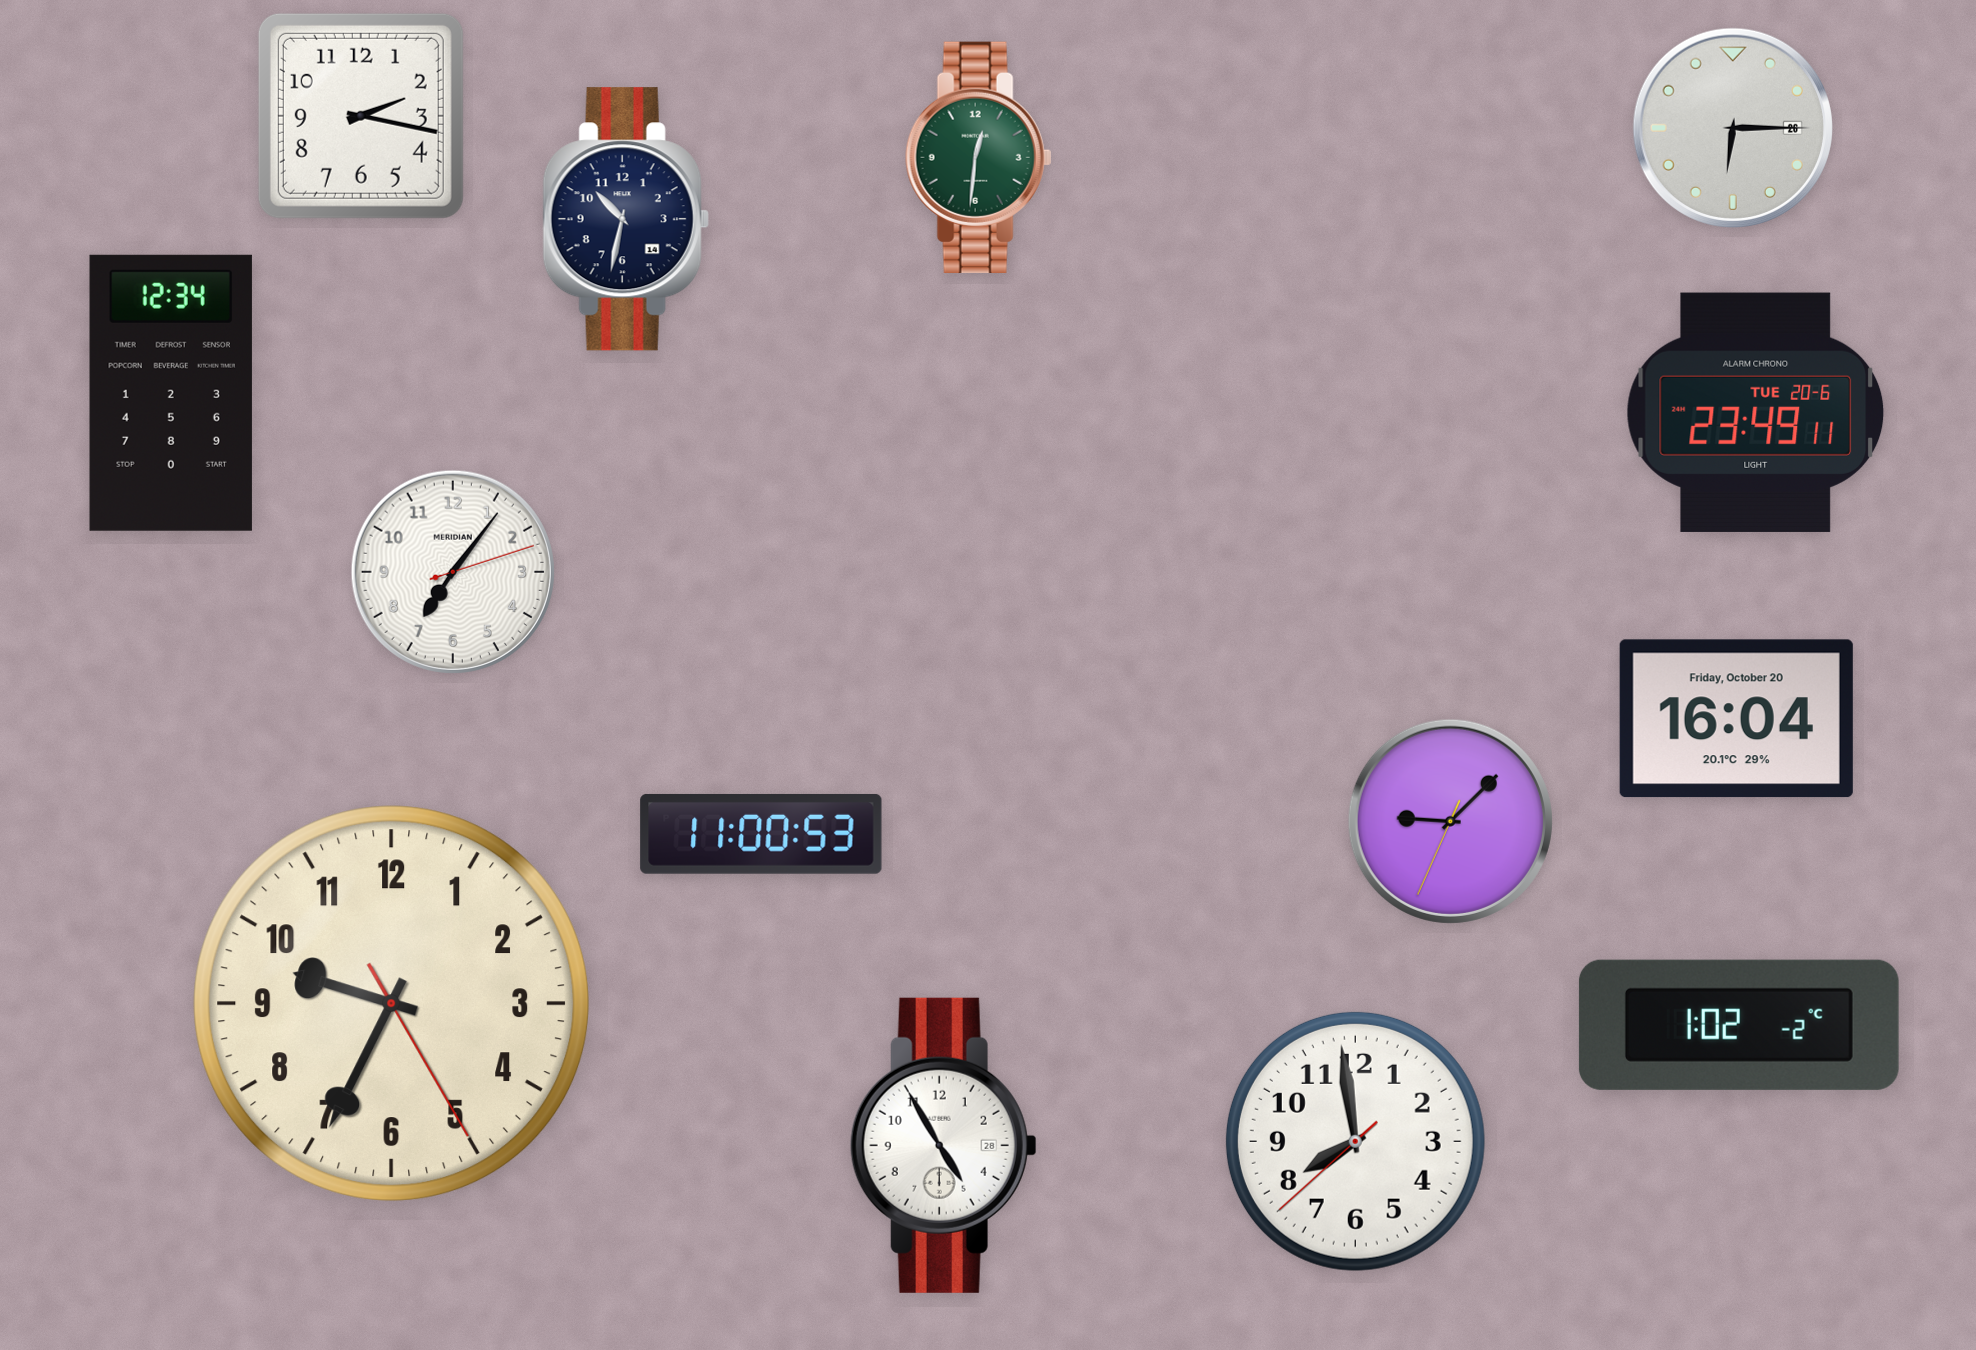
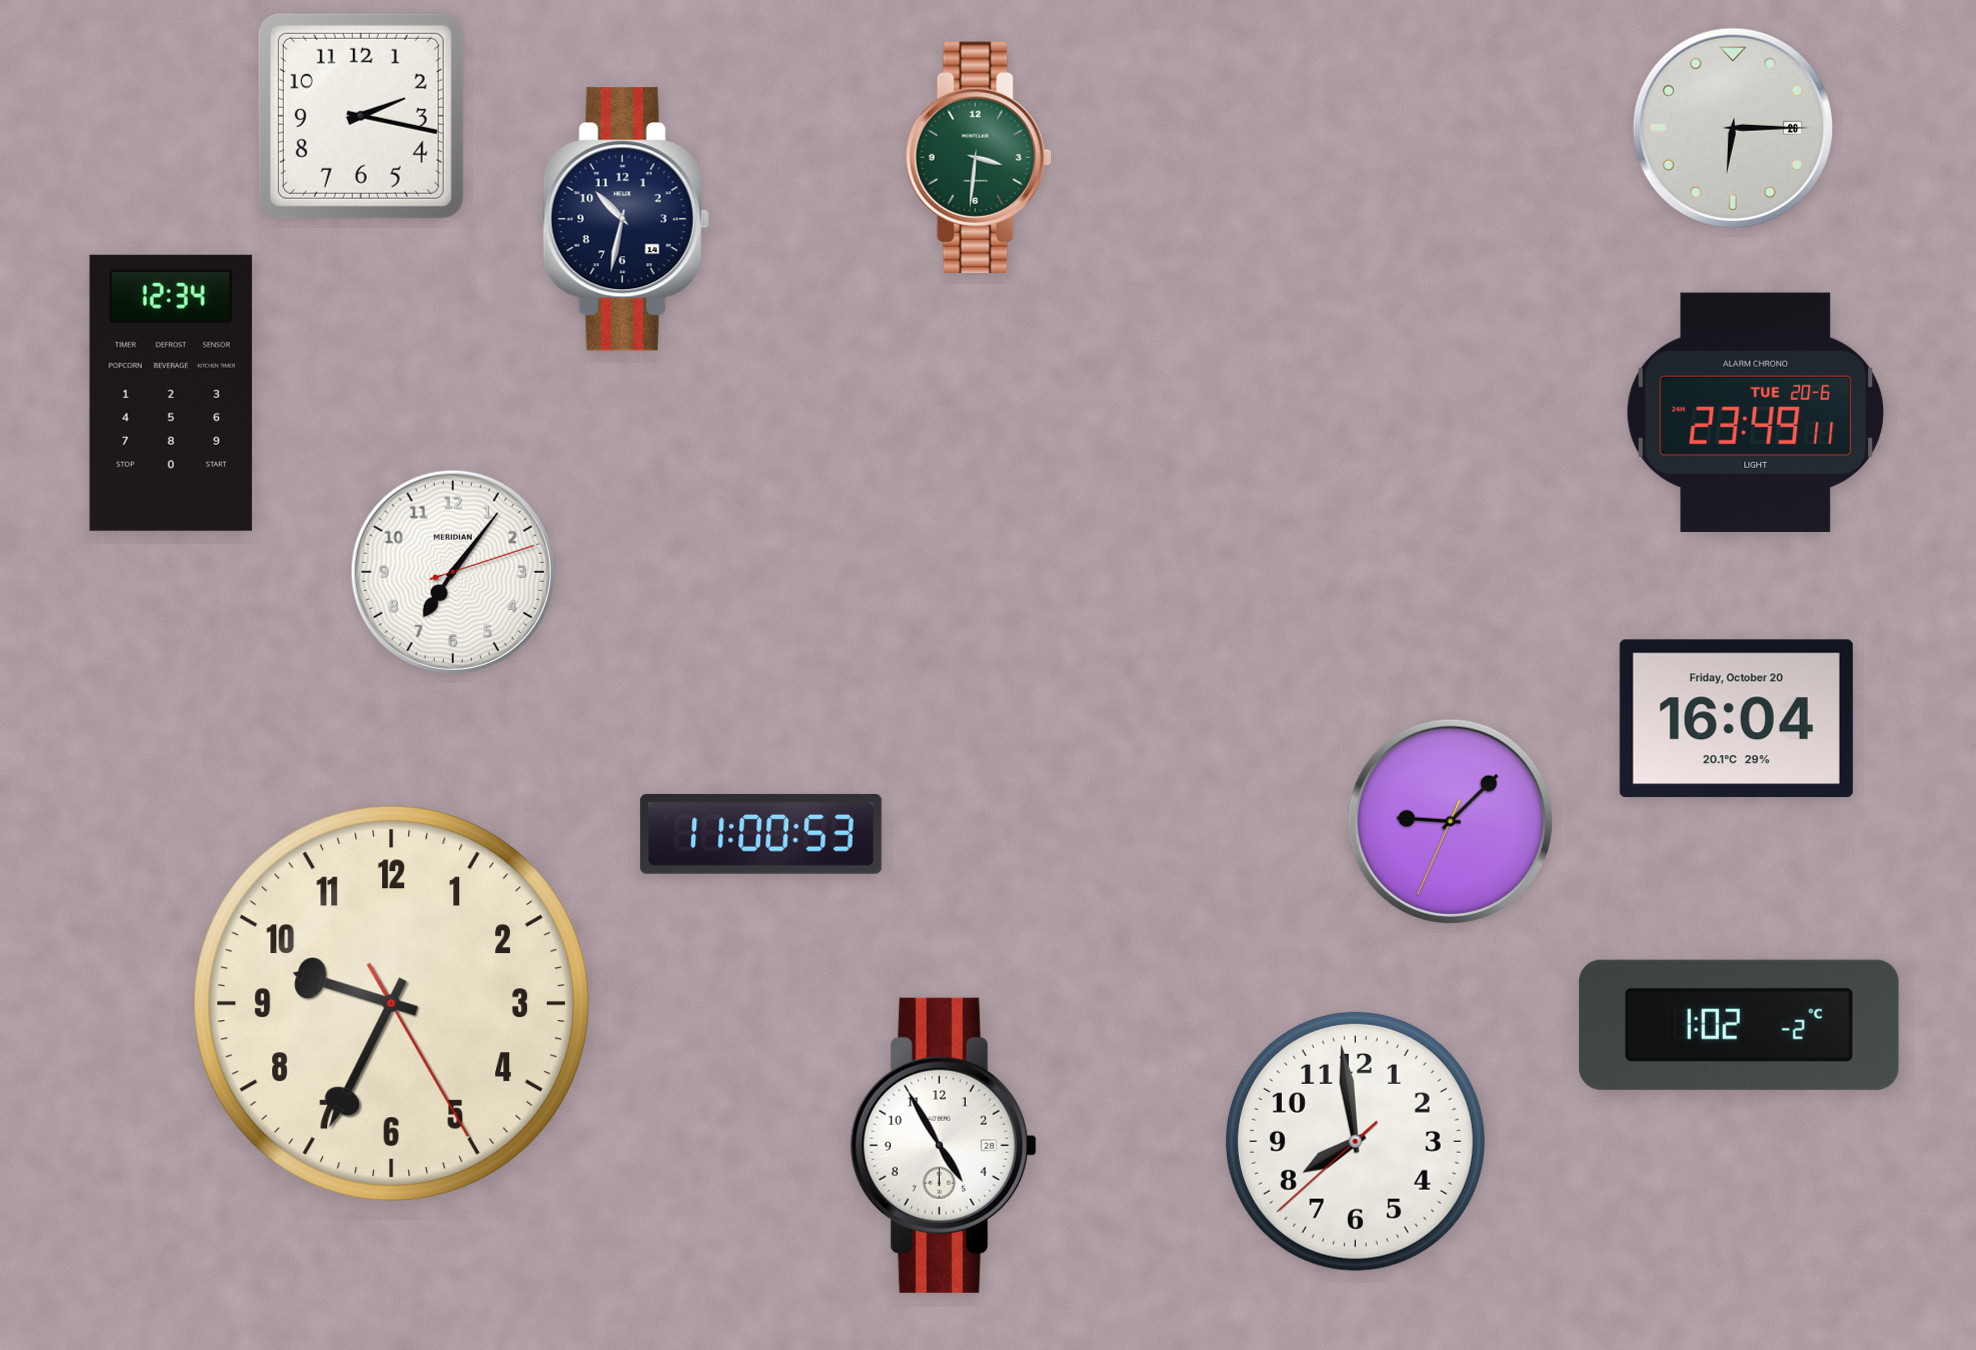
clock at (979, 157): 12:31 -> 3:31
